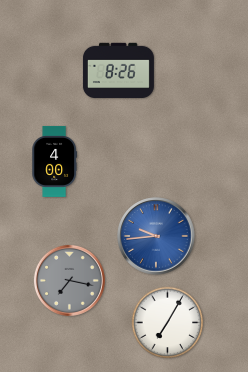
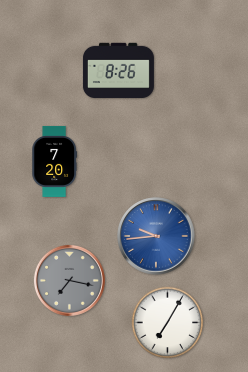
clock at (54, 161): 4:00 -> 7:20
